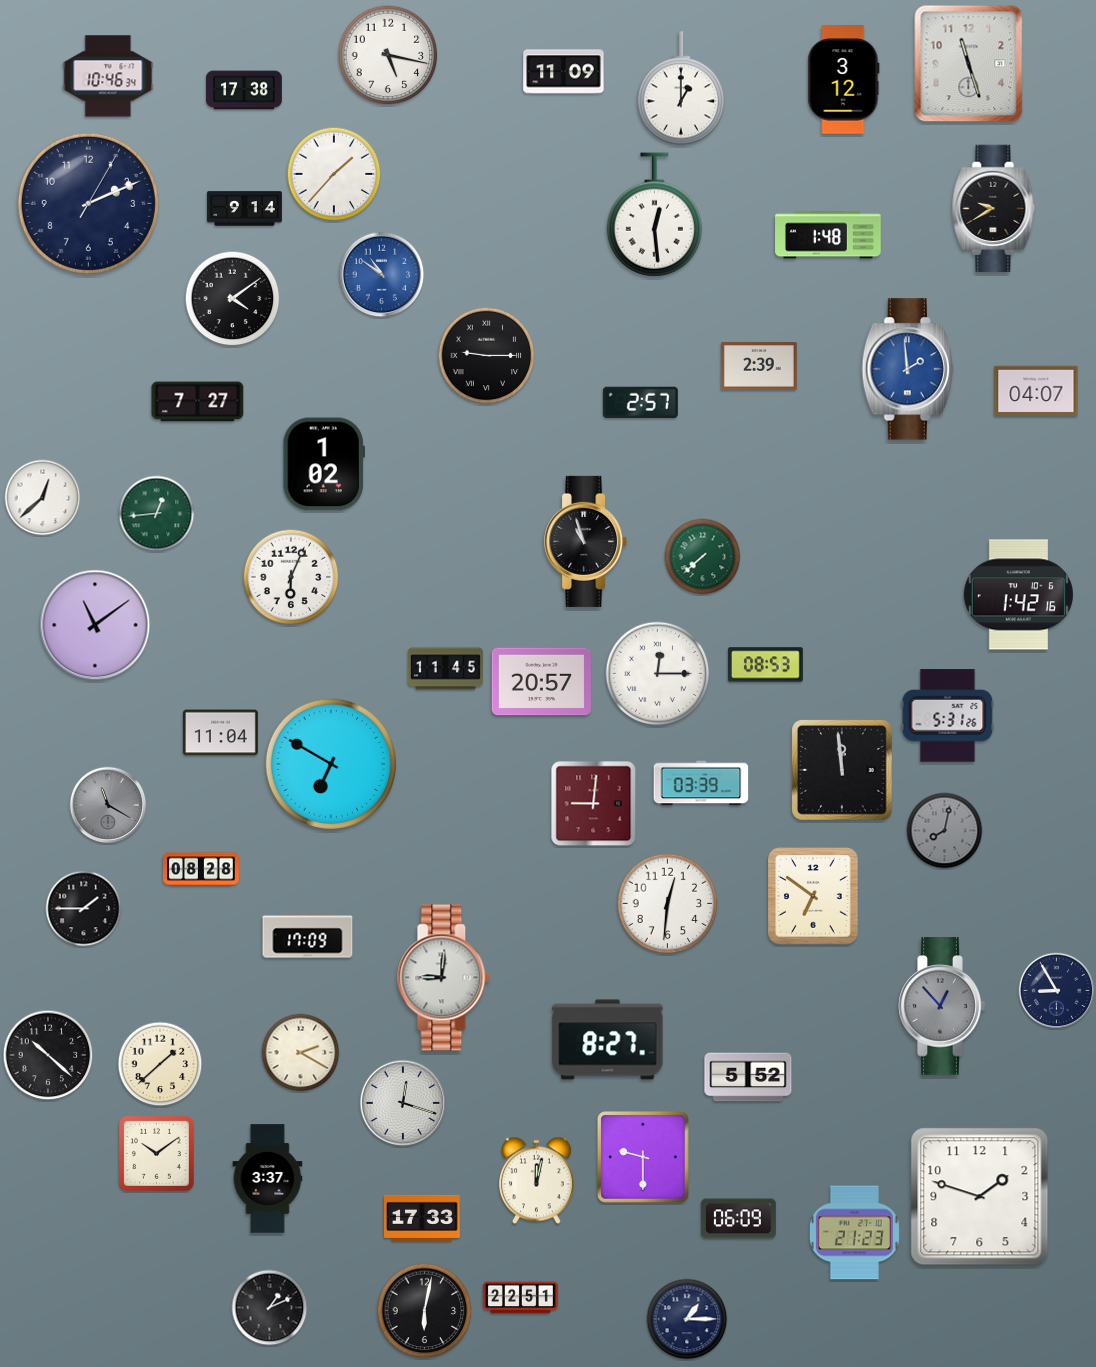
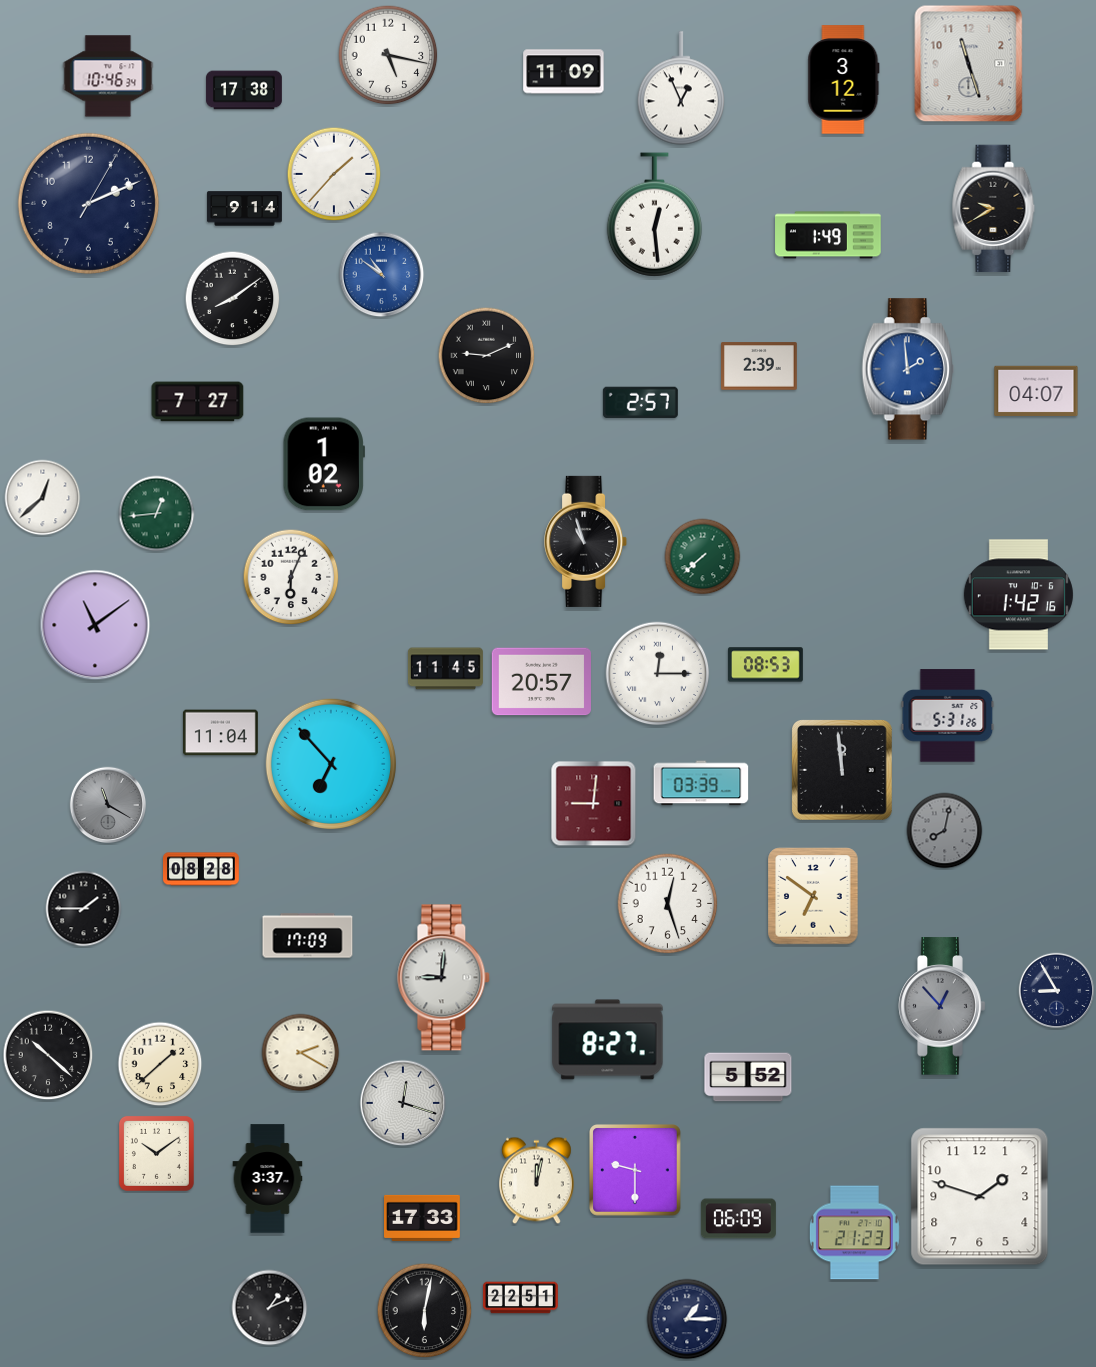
clock at (680, 88): 1:00 -> 12:56
clock at (828, 235): 1:48 -> 1:49
clock at (233, 299): 4:09 -> 8:09
clock at (487, 356): 9:15 -> 9:11
clock at (331, 764): 6:50 -> 6:53
clock at (668, 904): 12:31 -> 12:27
clock at (644, 1158) position: (644, 1158) -> (636, 1171)
